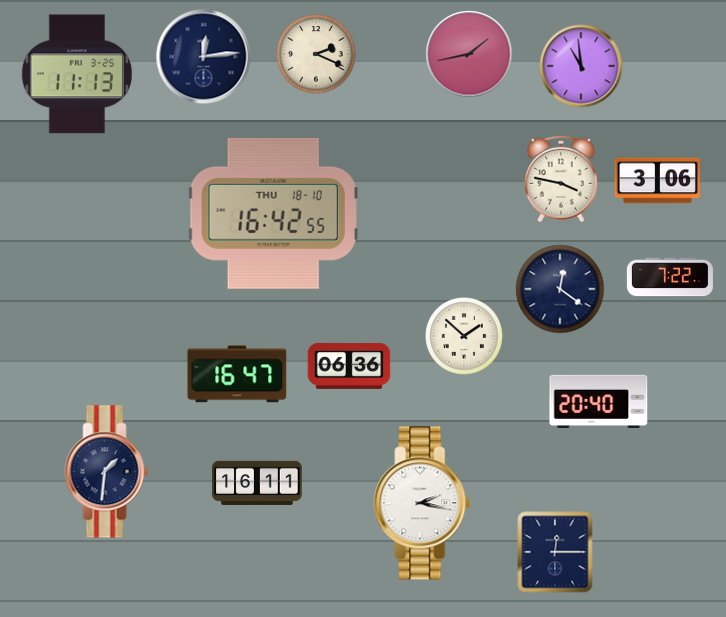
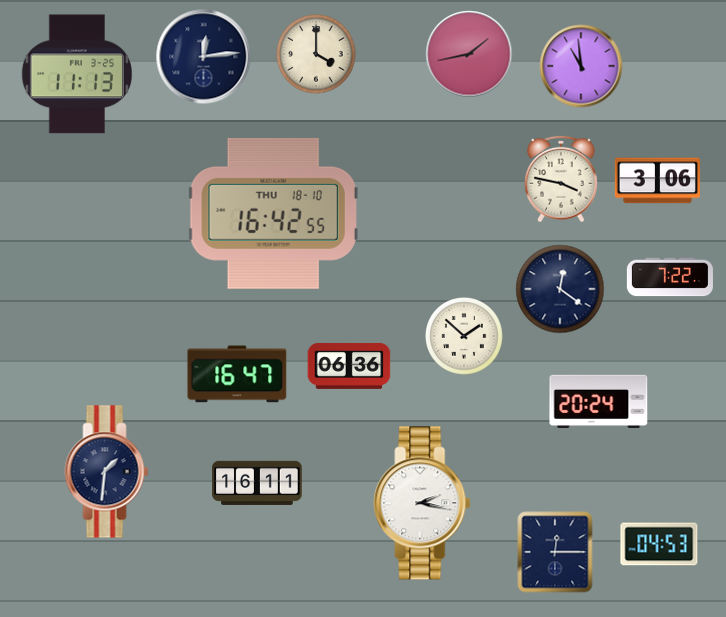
clock at (316, 54): 2:19 -> 4:00
clock at (599, 401): 20:40 -> 20:24
clock at (659, 544): none -> 04:53
